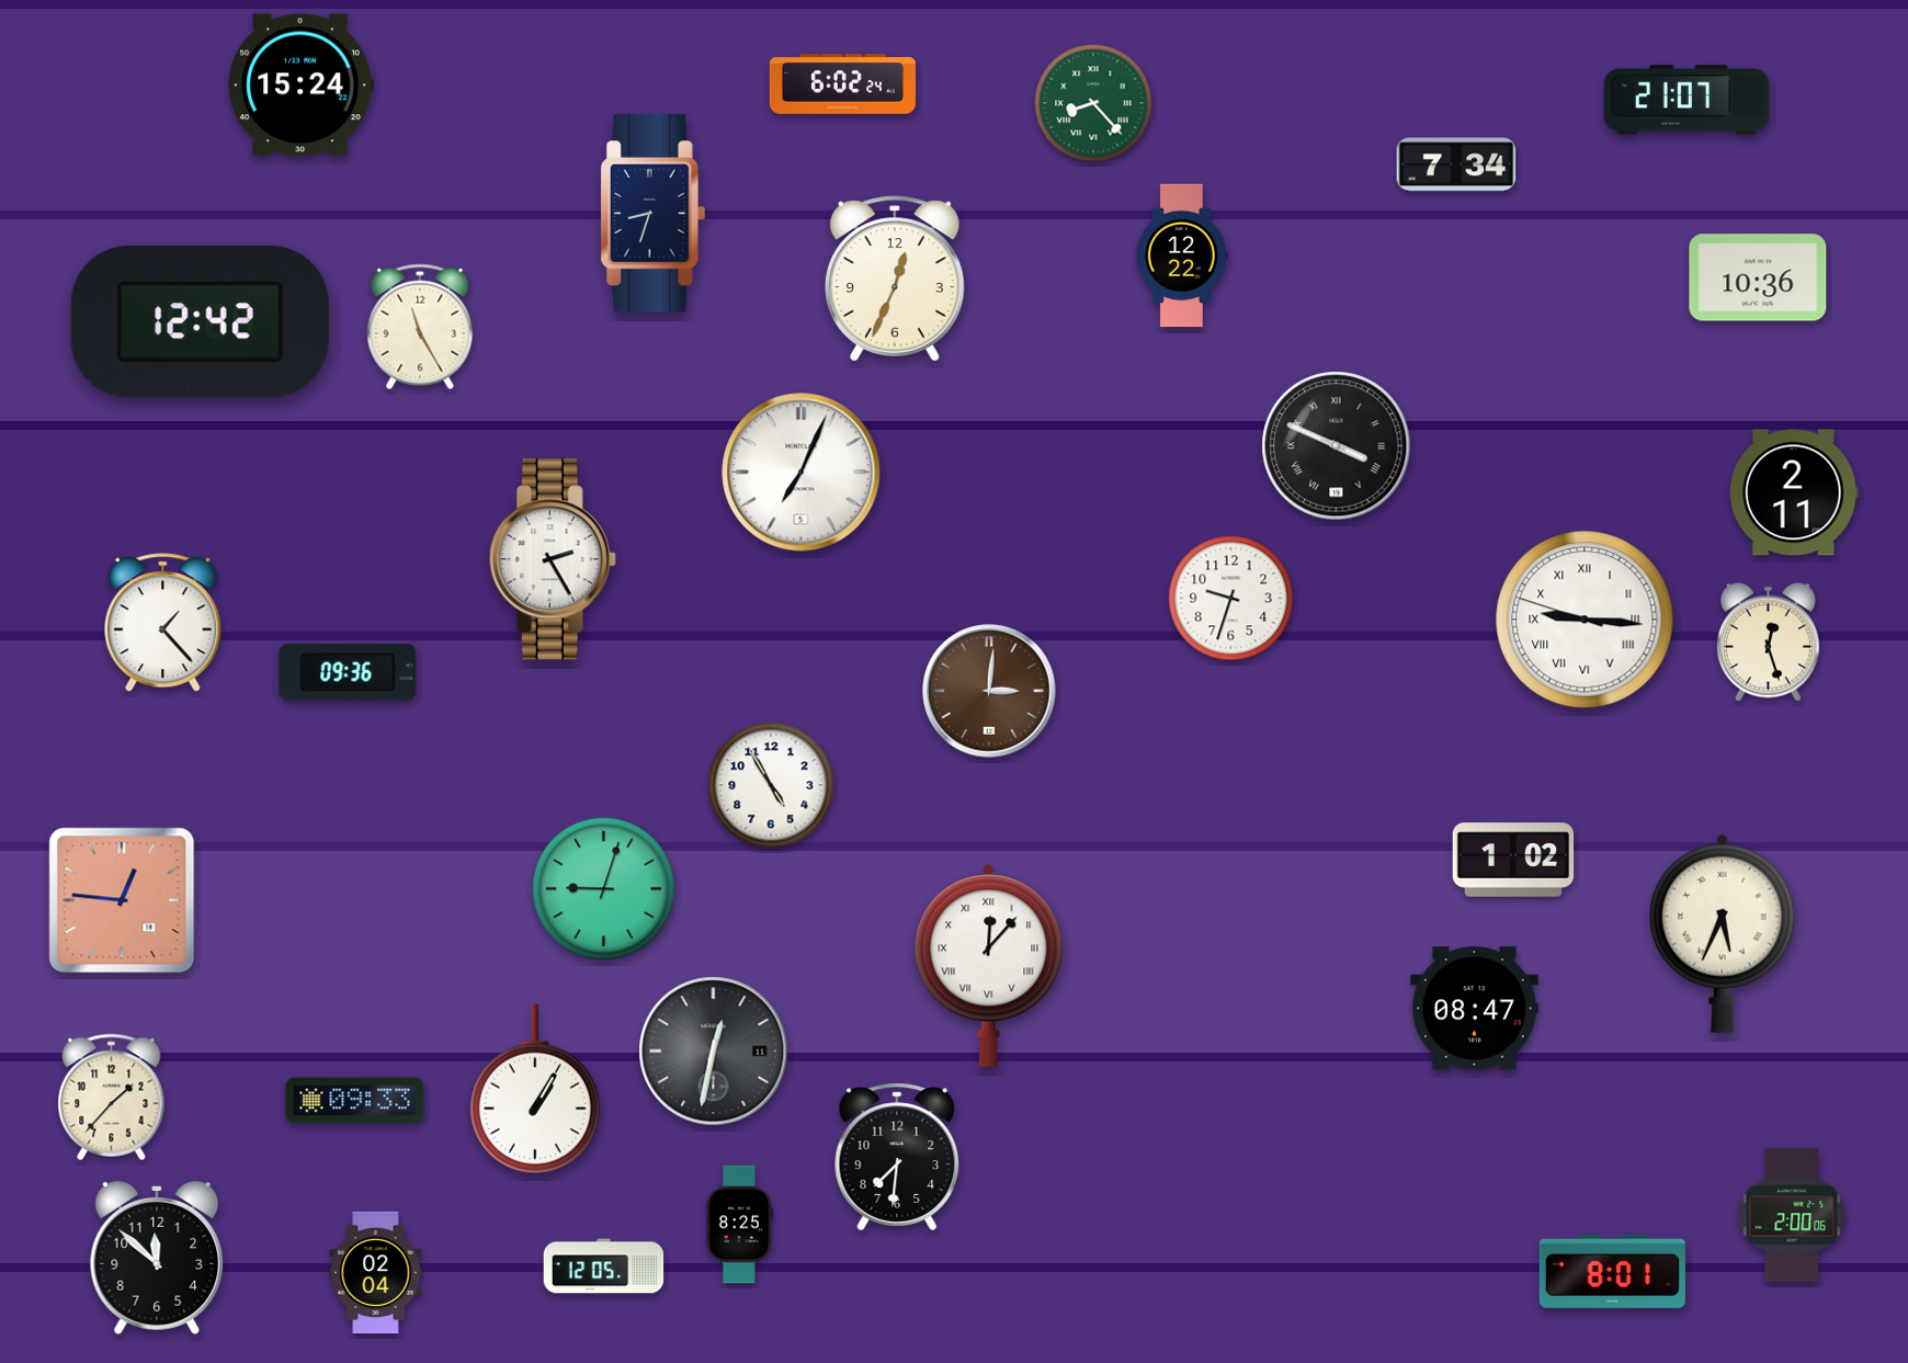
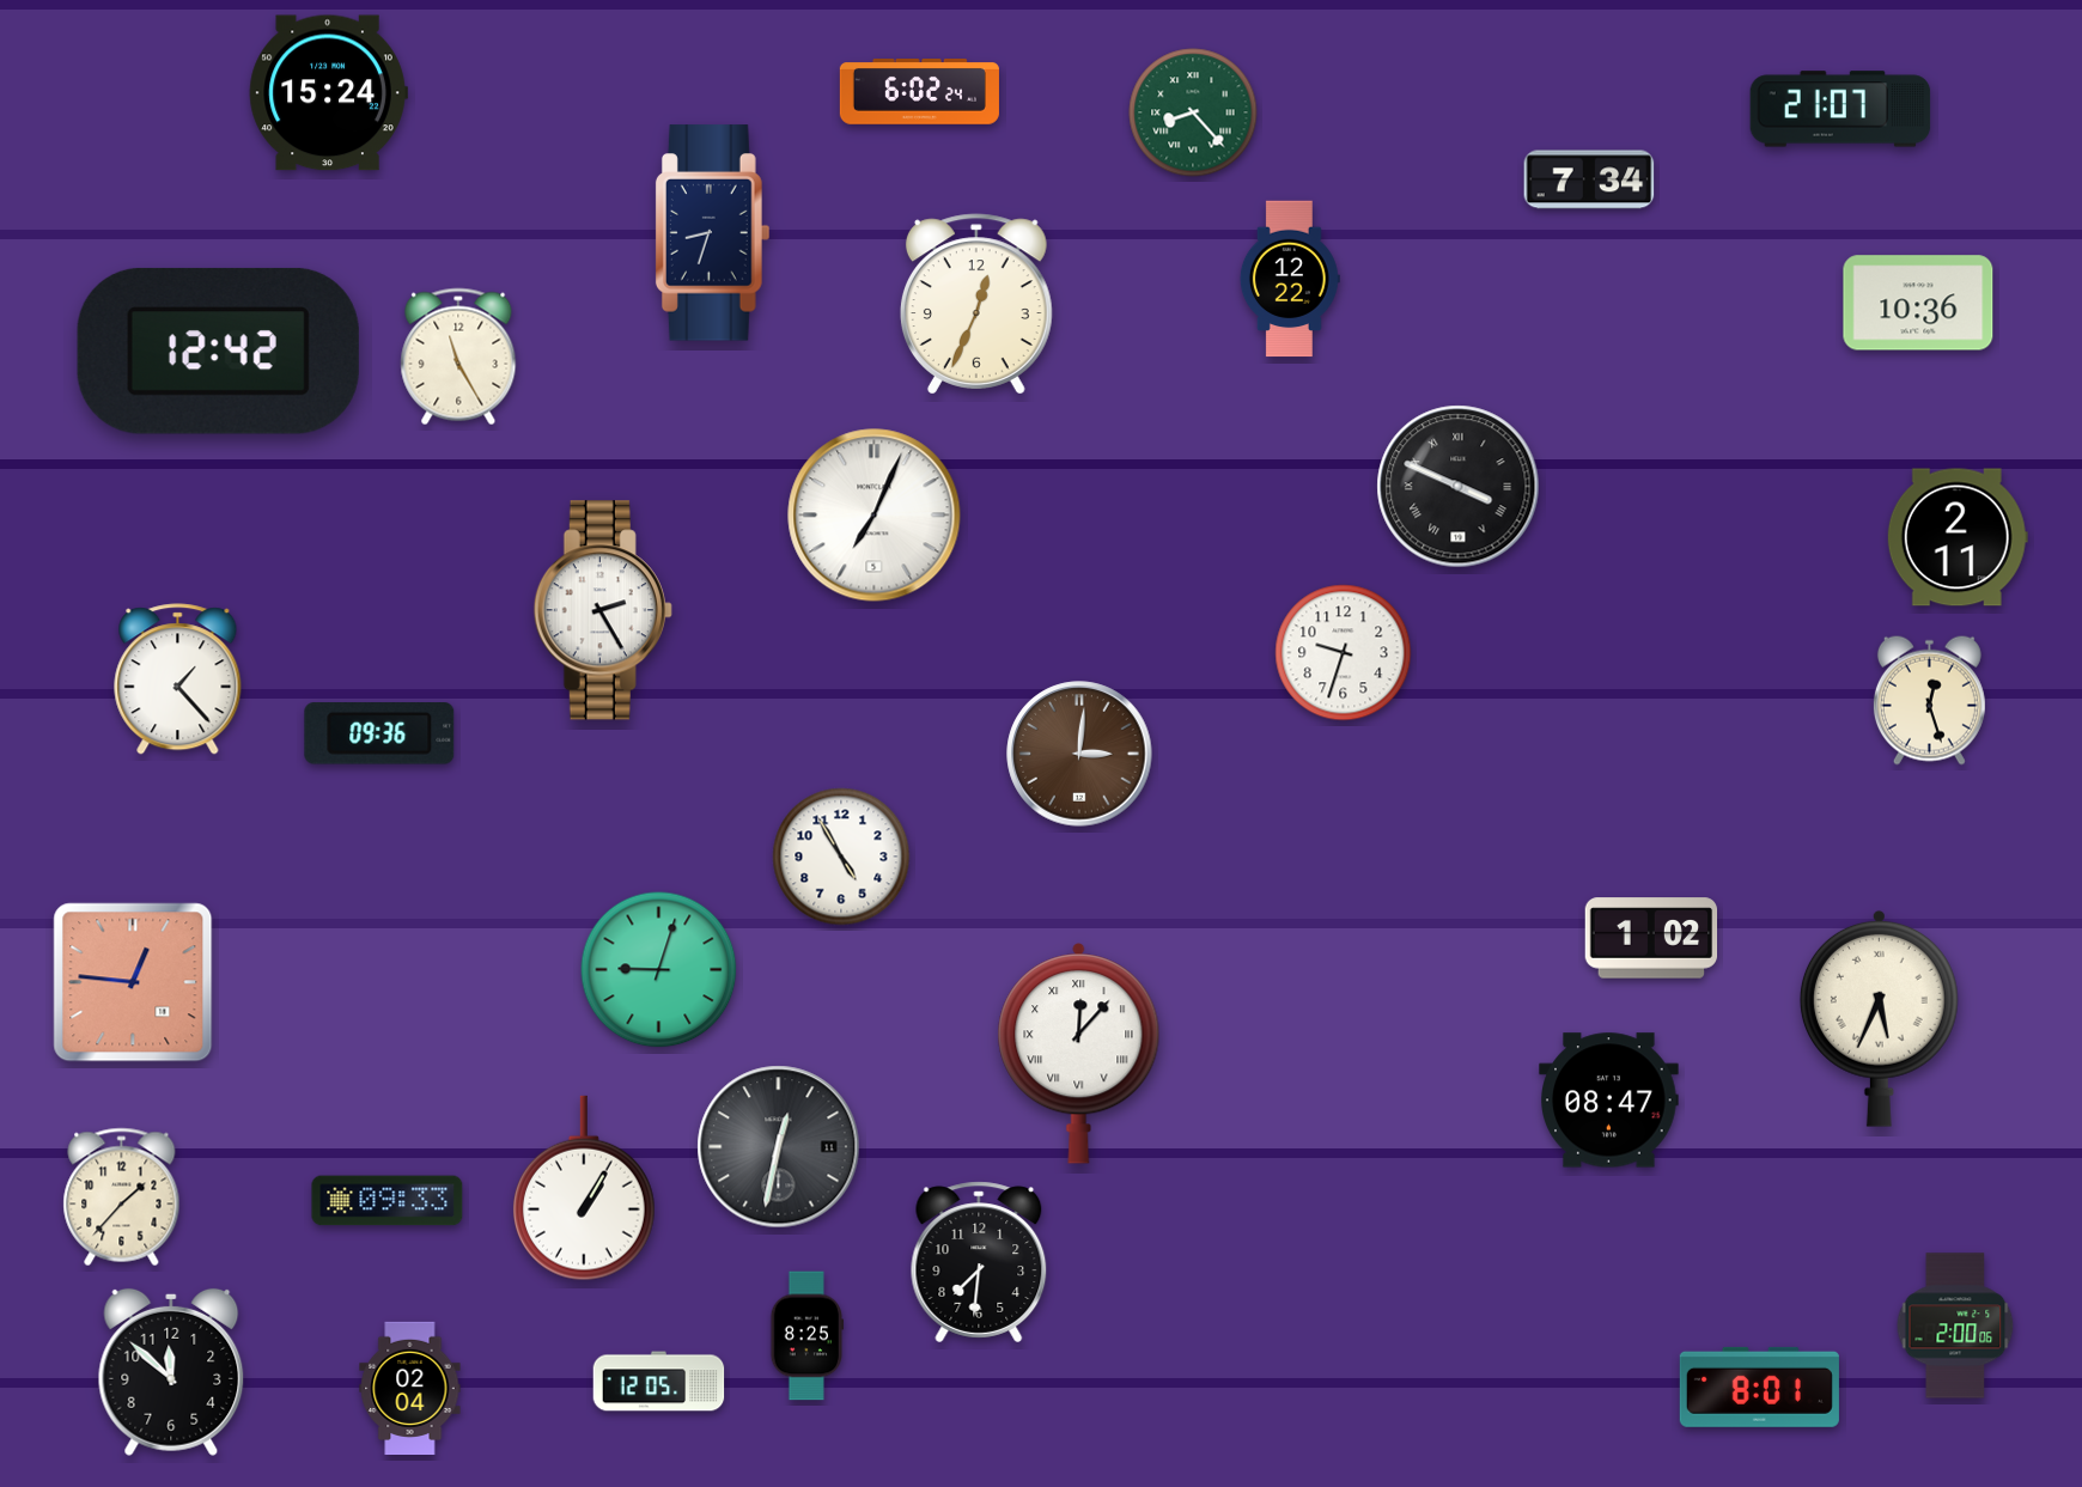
clock at (1585, 620): 9:15 -> none
